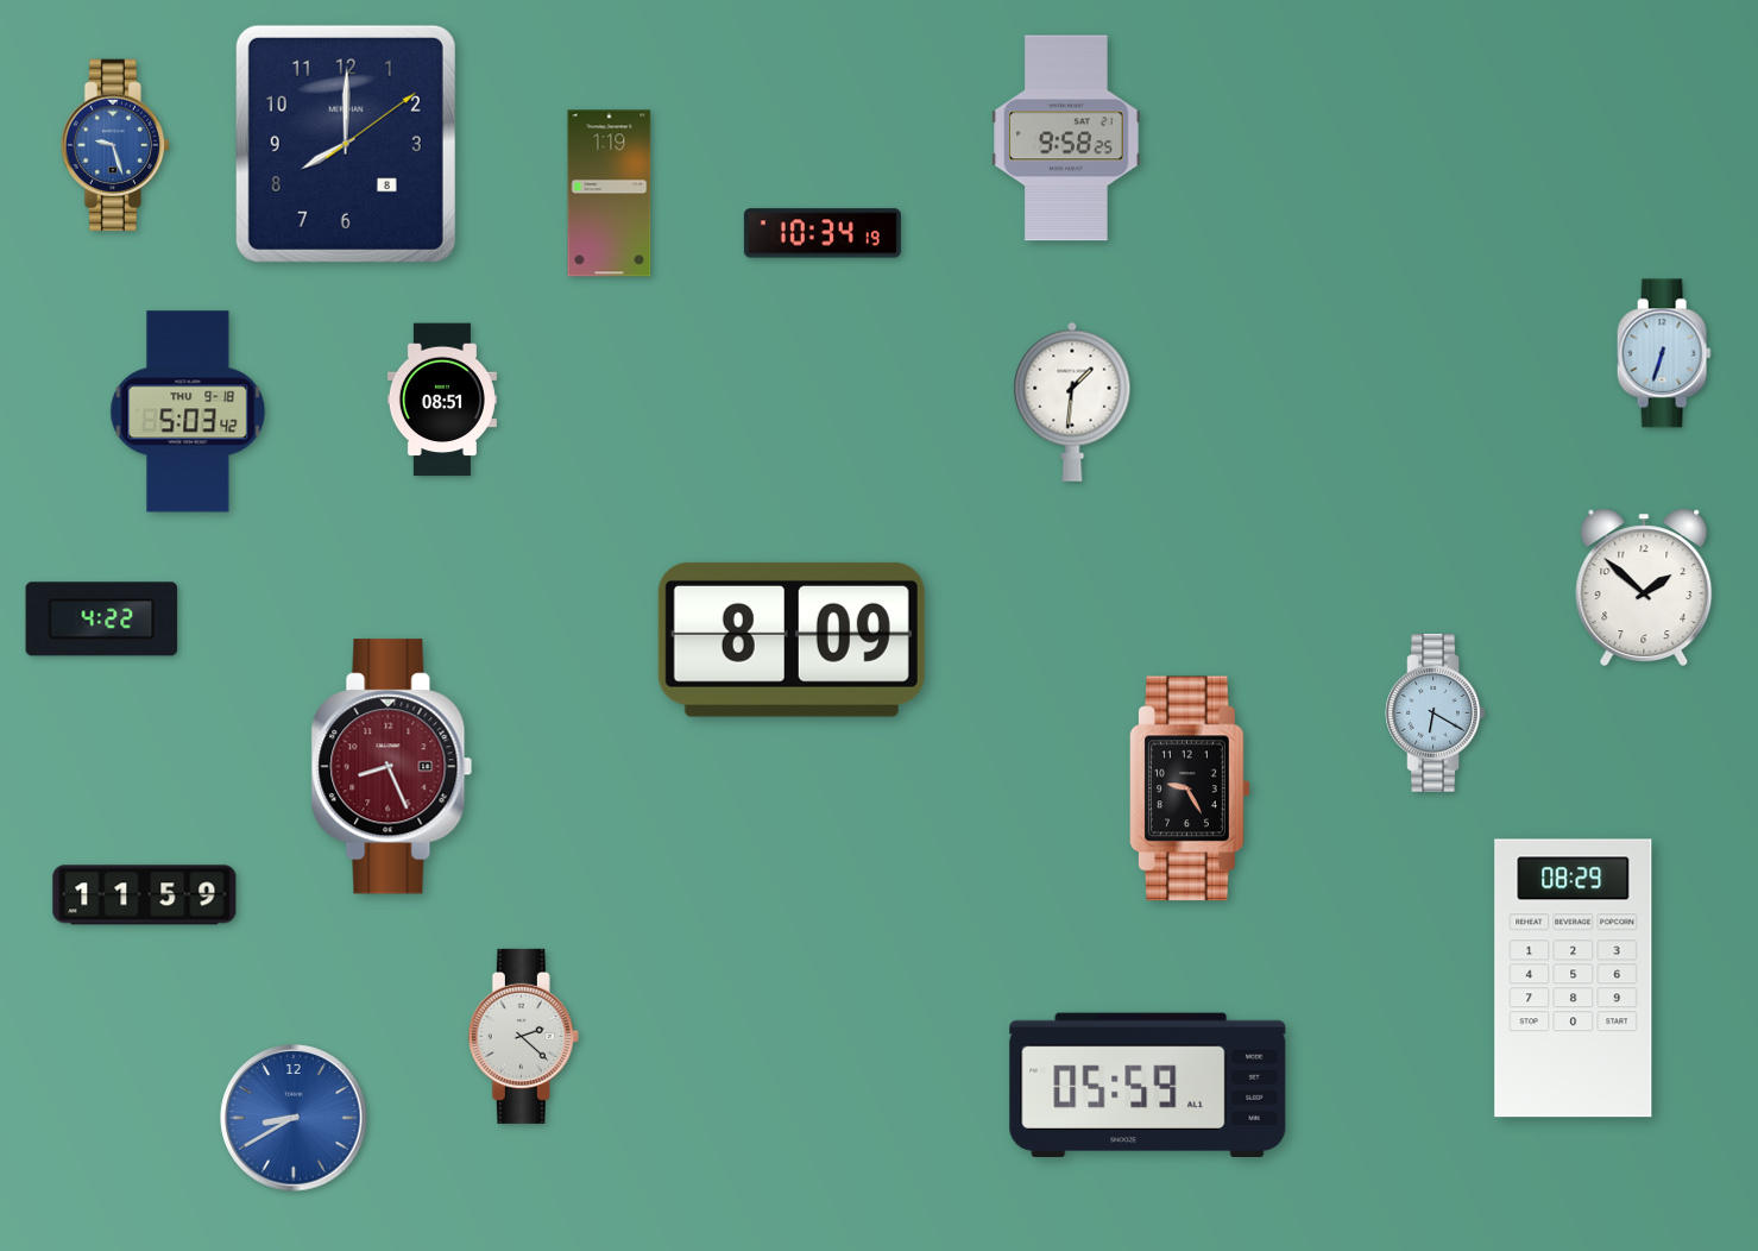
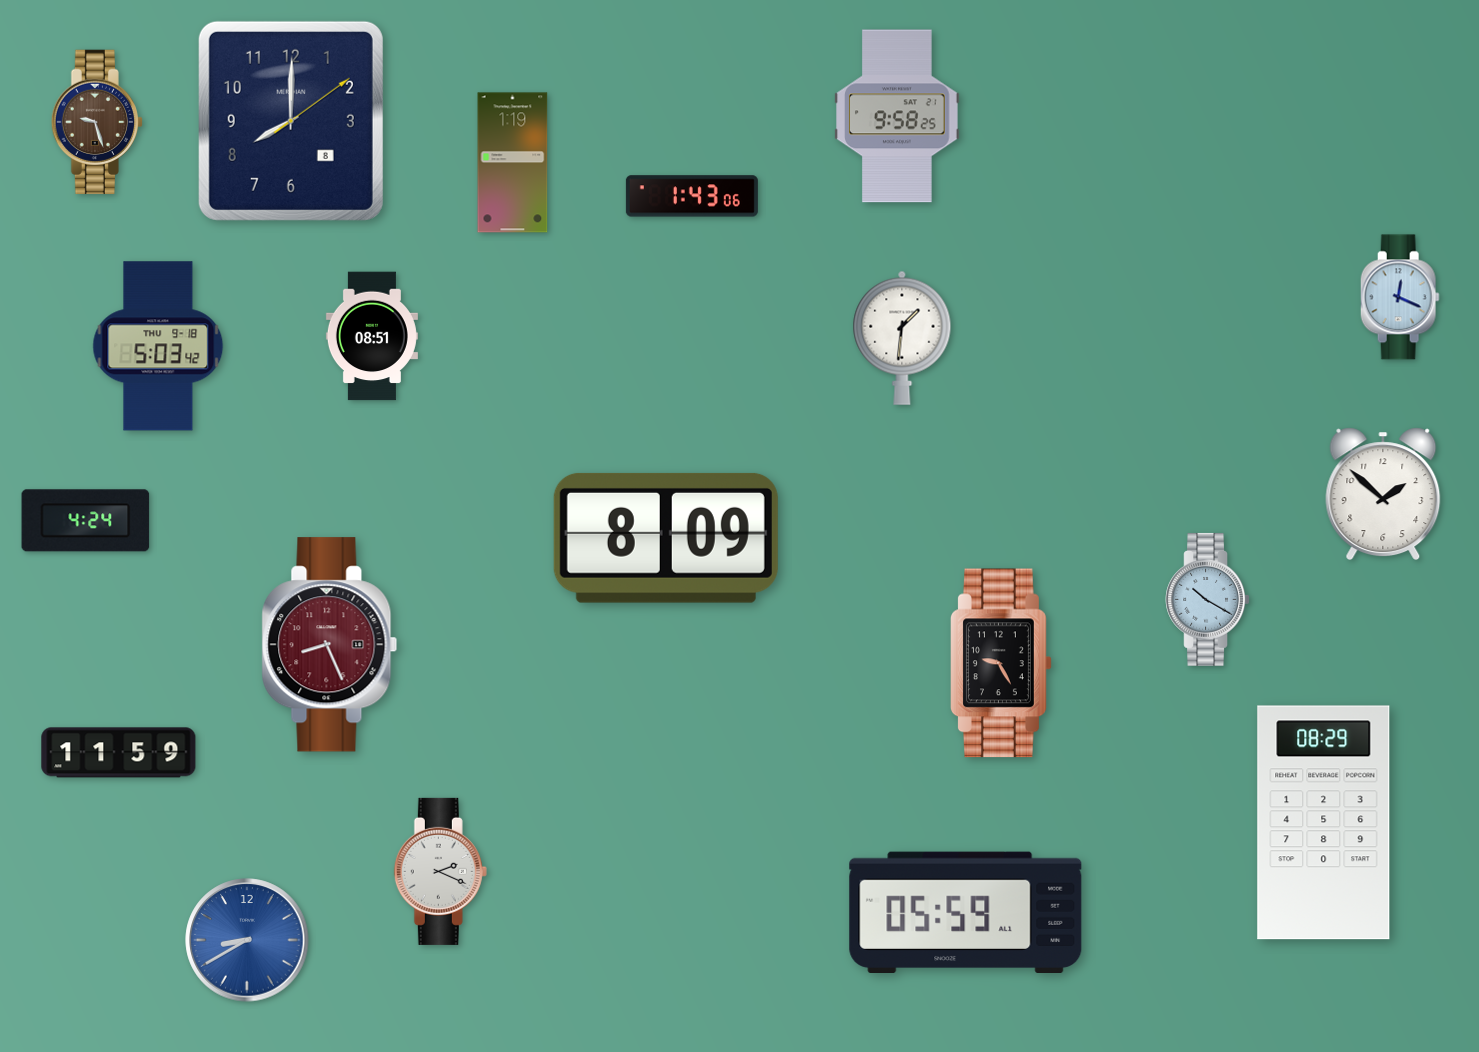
clock at (114, 145) dial: blue -> brown
clock at (823, 233): 10:34 -> 1:43
clock at (1664, 353): 6:33 -> 12:19
clock at (102, 620): 4:22 -> 4:24
clock at (1435, 712): 6:20 -> 10:20
clock at (145, 895) position: (145, 895) -> (119, 753)
clock at (523, 1036): 2:22 -> 2:19
